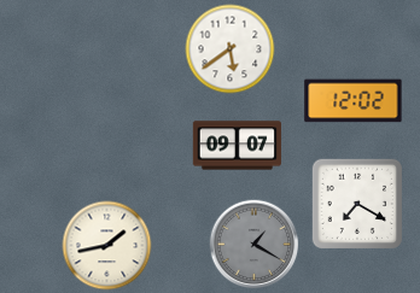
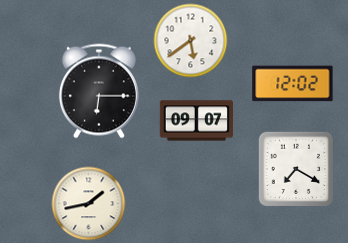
clock at (99, 91): none -> 6:15
clock at (255, 245): 1:20 -> none
